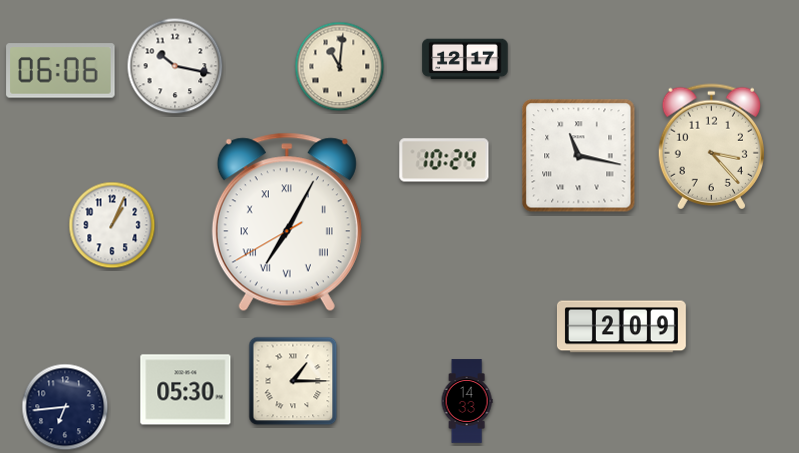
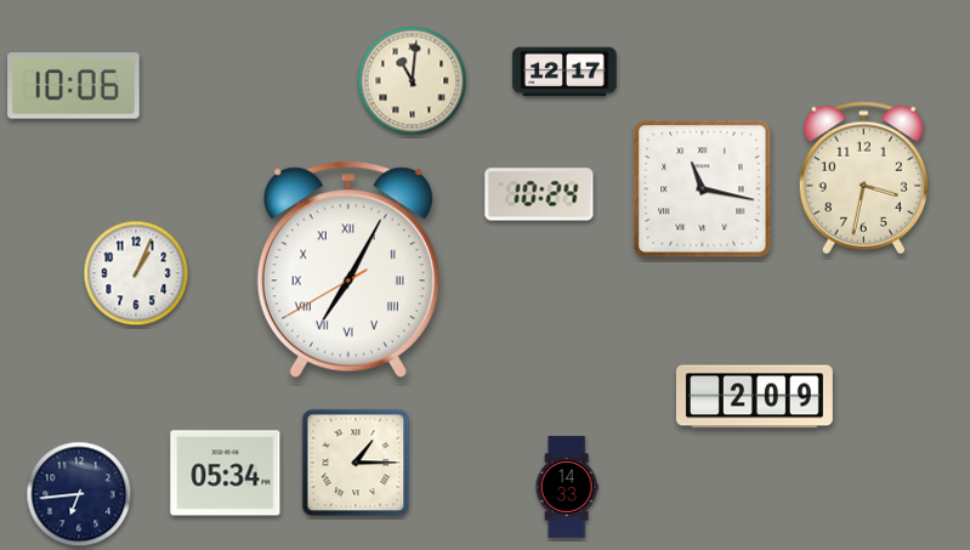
clock at (175, 66): 10:17 -> none
clock at (61, 71): 06:06 -> 10:06
clock at (711, 147): 3:23 -> 3:32
clock at (186, 390): 05:30 -> 05:34
